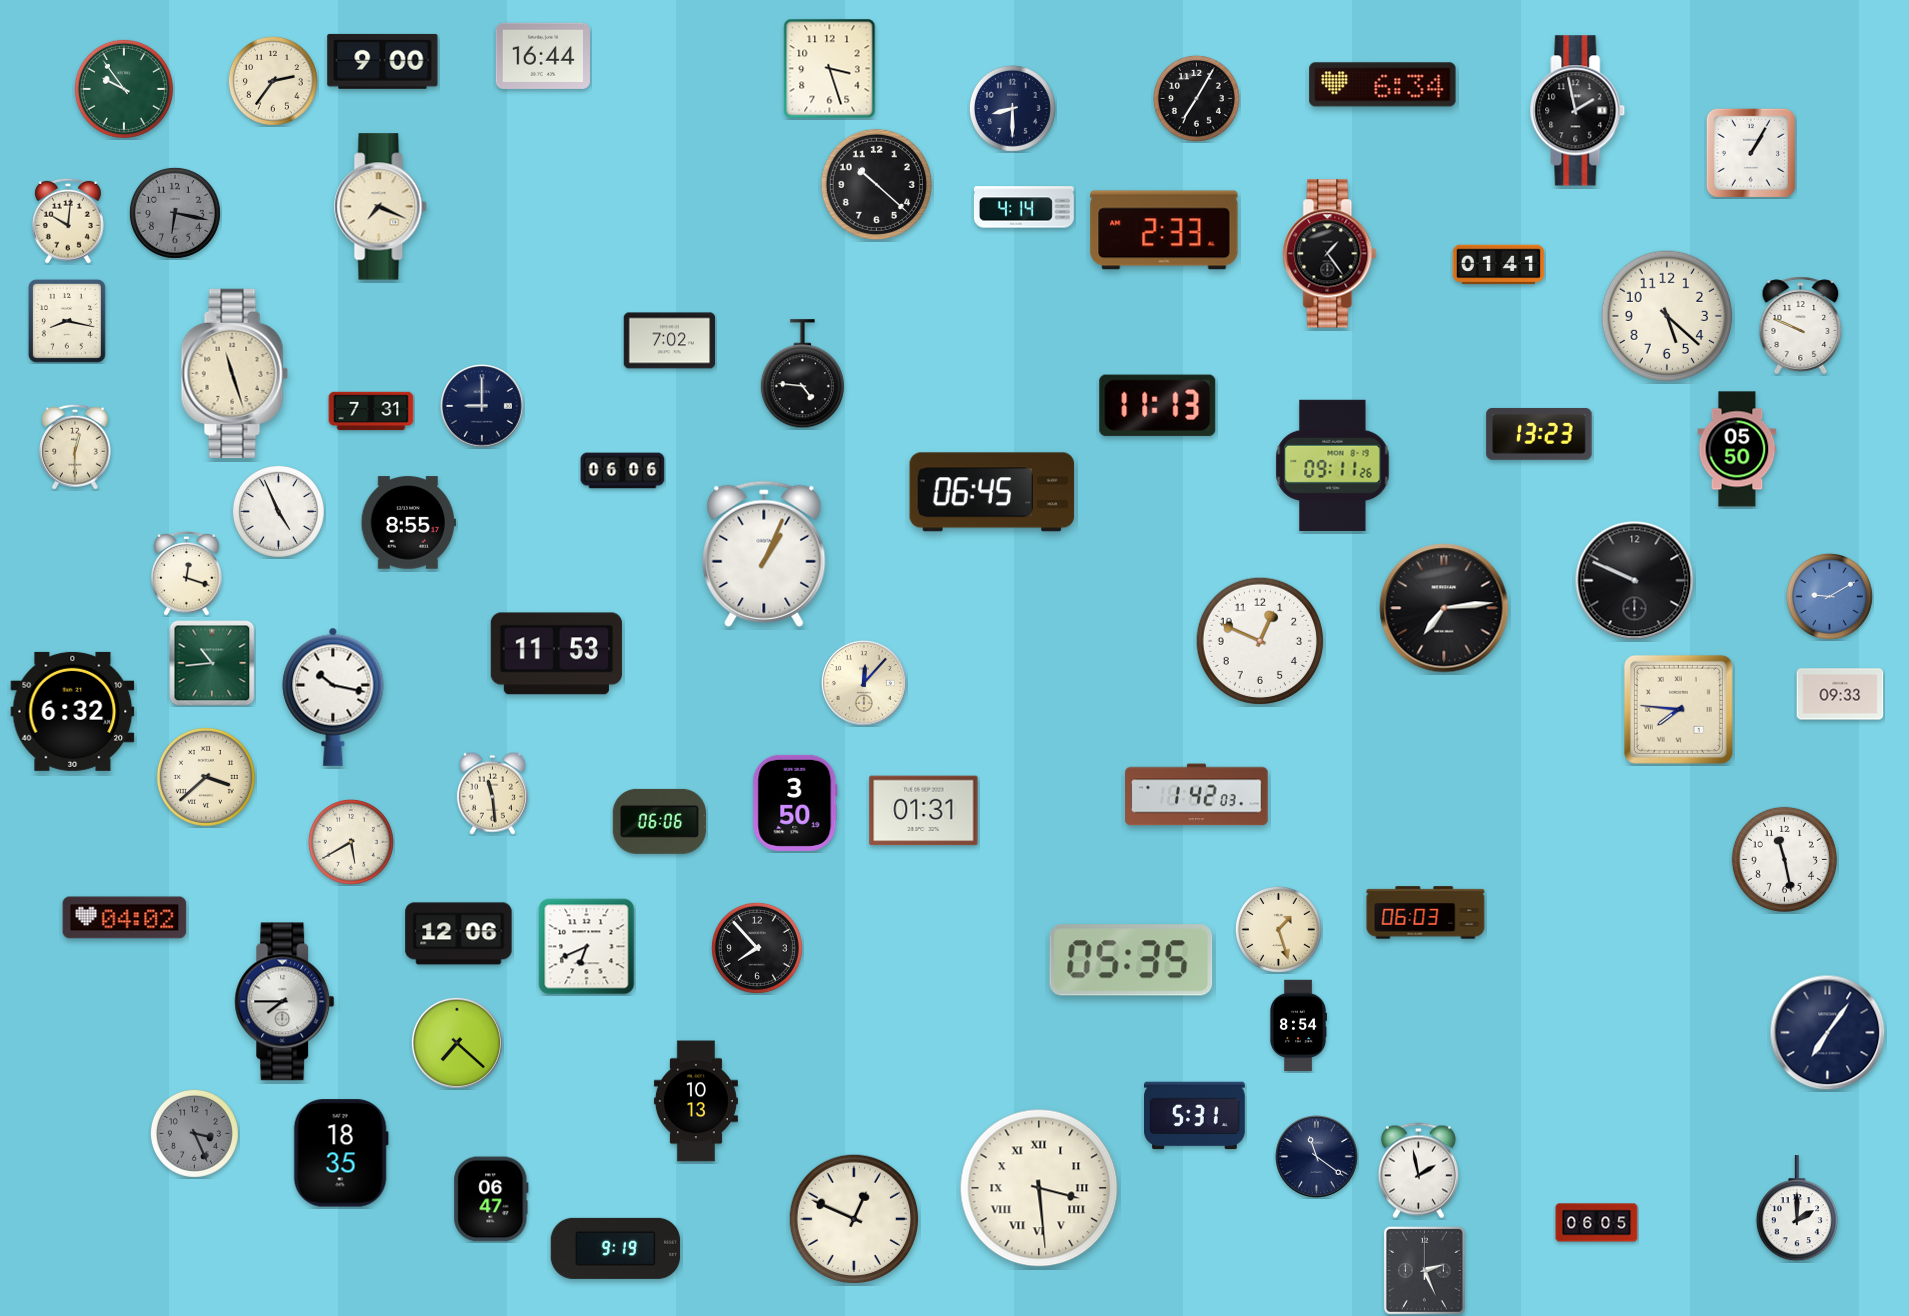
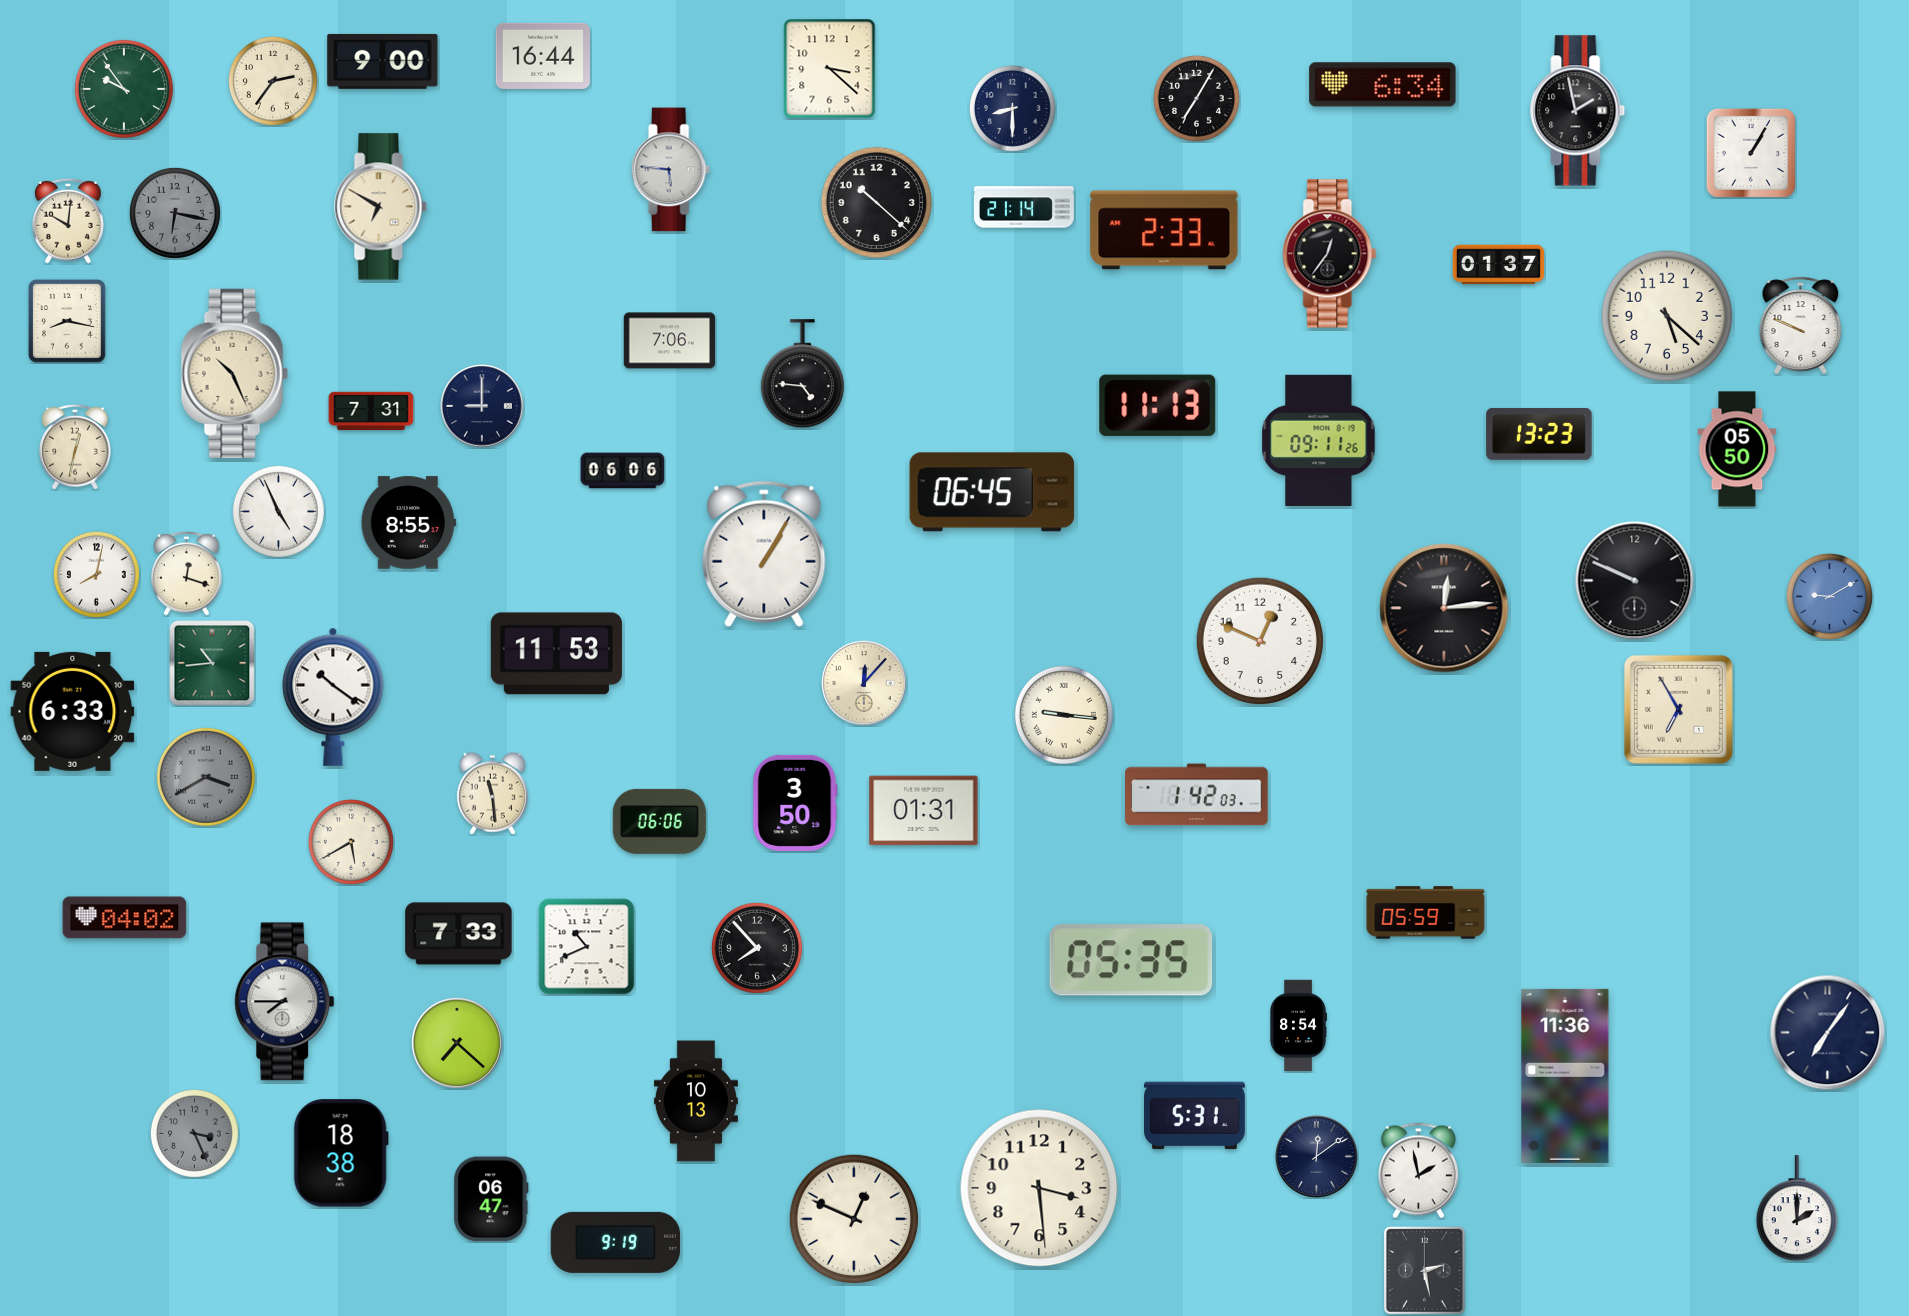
clock at (830, 69): 3:27 -> 3:22
clock at (670, 170): none -> 5:46
clock at (876, 184) position: (876, 184) -> (876, 202)
clock at (381, 207): 7:19 -> 6:50
clock at (1024, 207): 4:14 -> 21:14
clock at (1330, 254): 1:24 -> 12:36
clock at (1499, 265): 01:41 -> 01:37
clock at (670, 341): 7:02 -> 7:06
clock at (234, 373): 11:27 -> 10:26
clock at (75, 447): 12:30 -> 12:32
clock at (1333, 465) position: (1333, 465) -> (1319, 440)
clock at (764, 554): 1:04 -> 1:05
clock at (96, 574): none -> 8:02
clock at (1444, 608): 7:14 -> 12:14
clock at (1840, 694): 09:33 -> none
clock at (333, 697): 10:17 -> 10:21
clock at (1678, 709): 7:46 -> 6:55
clock at (73, 711): 6:32 -> 6:33
clock at (1064, 715): none -> 9:16
clock at (206, 777): 3:38 -> 3:40
clock at (206, 777) dial: cream -> grey
clock at (1784, 859): 11:28 -> none
clock at (1426, 913): 06:03 -> 05:59
clock at (1278, 929): 1:27 -> none
clock at (459, 934): 12:06 -> 7:33
clock at (587, 947): 6:41 -> 10:41
clock at (1565, 1076): none -> 11:36
clock at (341, 1153): 18:35 -> 18:38
clock at (1317, 1157): 11:21 -> 12:09
clock at (1039, 1188) numerals: Roman -> Arabic
clock at (1597, 1223): 06:05 -> none
clock at (616, 1248) position: (616, 1248) -> (616, 1242)
clock at (1424, 1270): 2:26 -> 2:28
